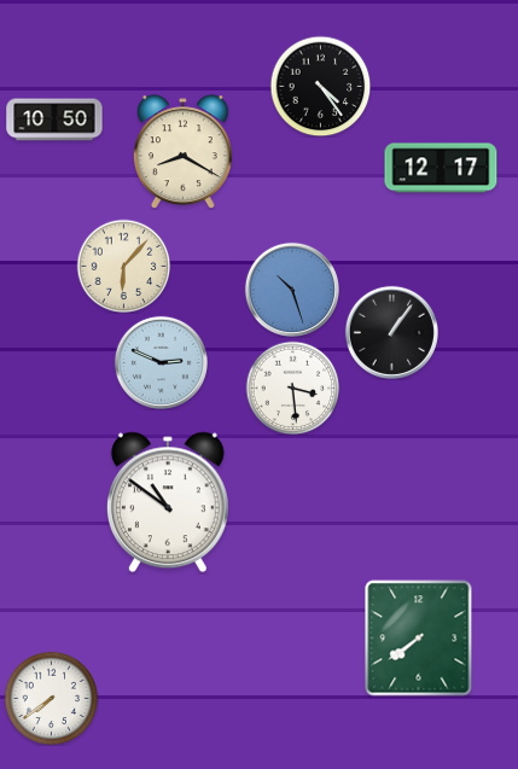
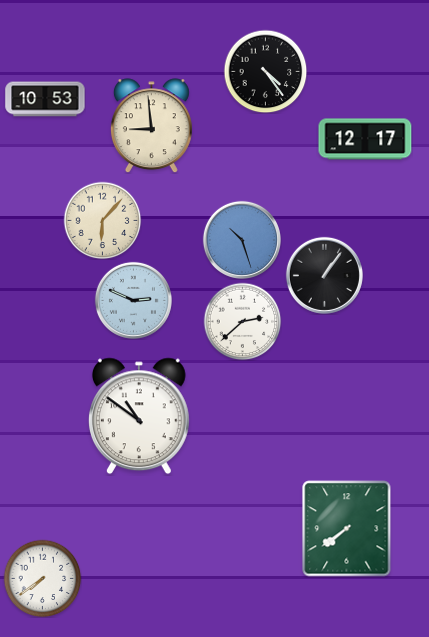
clock at (54, 120): 10:50 -> 10:53
clock at (182, 152): 8:20 -> 8:59
clock at (292, 388): 3:29 -> 2:38
